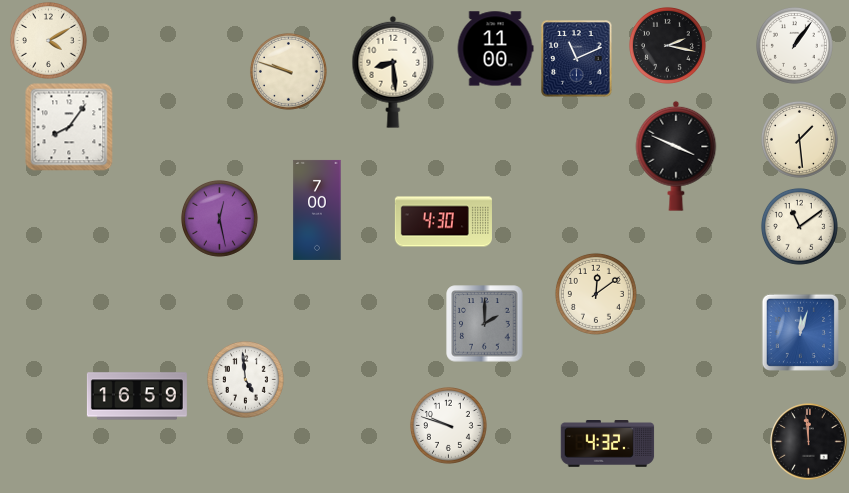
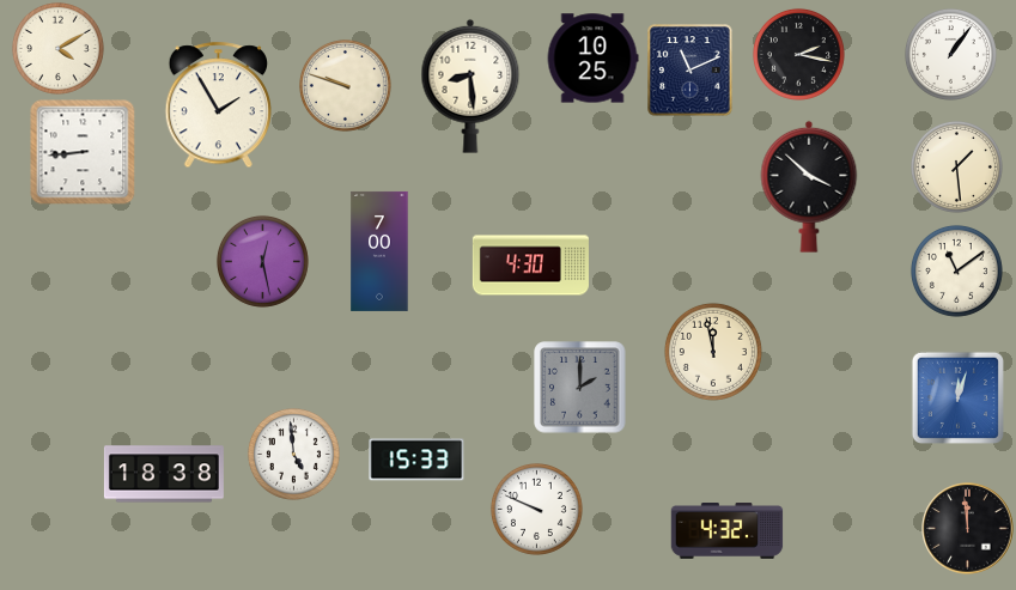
clock at (495, 49): 11:00 -> 10:25
clock at (218, 105): none -> 1:55
clock at (69, 127): 8:06 -> 8:44
clock at (676, 156): 3:49 -> 3:52
clock at (596, 294): 12:09 -> 11:58
clock at (416, 460): none -> 15:33
clock at (137, 396): 16:59 -> 18:38
clock at (448, 425): 9:48 -> 9:49
